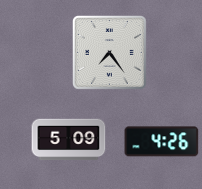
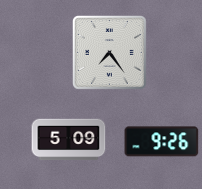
clock at (162, 142): 4:26 -> 9:26
